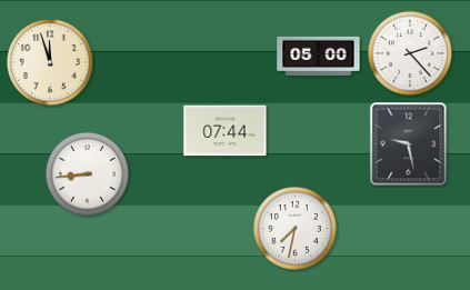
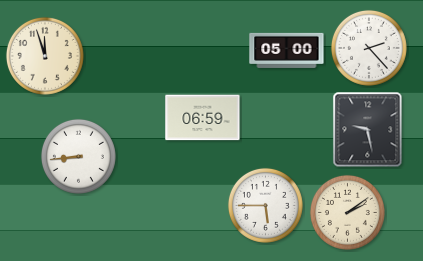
clock at (226, 131): 07:44 -> 06:59
clock at (294, 228): 7:32 -> 5:45
clock at (347, 212): none -> 2:09
